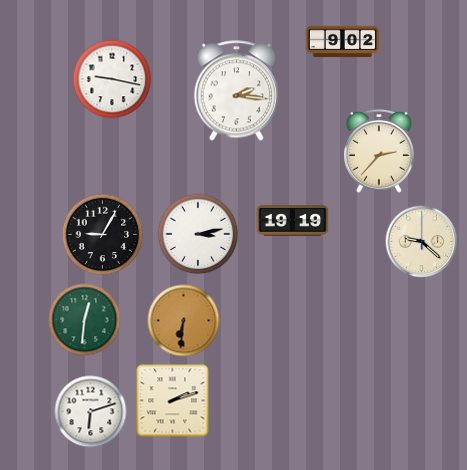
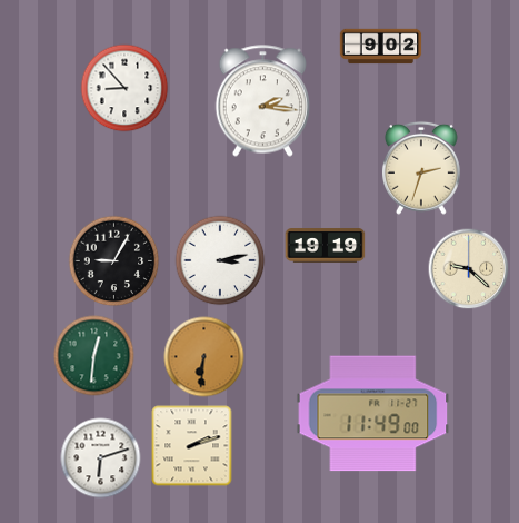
clock at (112, 79): 9:17 -> 8:53
clock at (379, 151): 2:37 -> 2:33
clock at (373, 414): none -> 11:49
